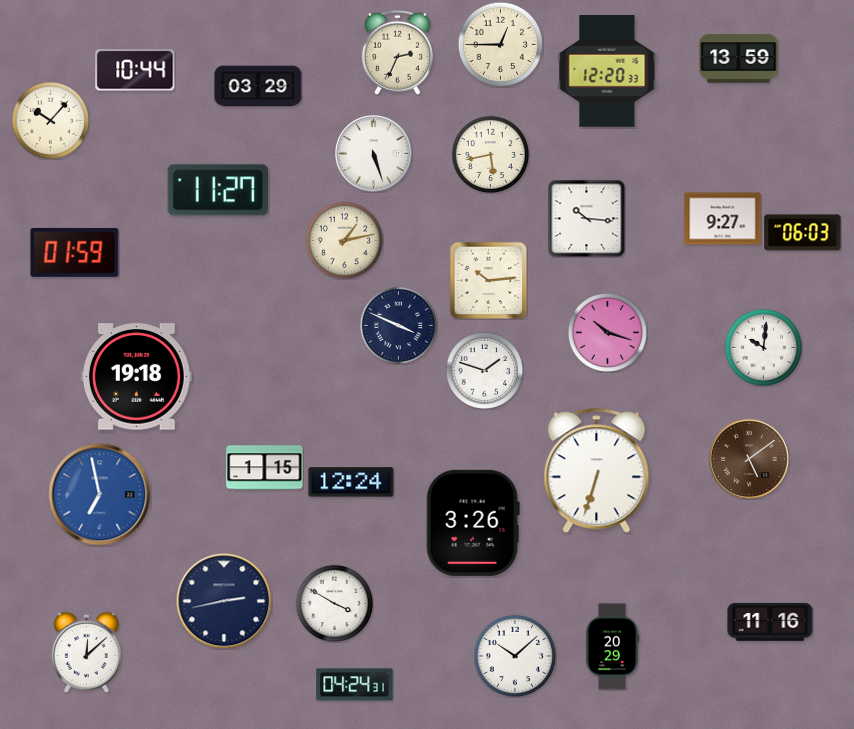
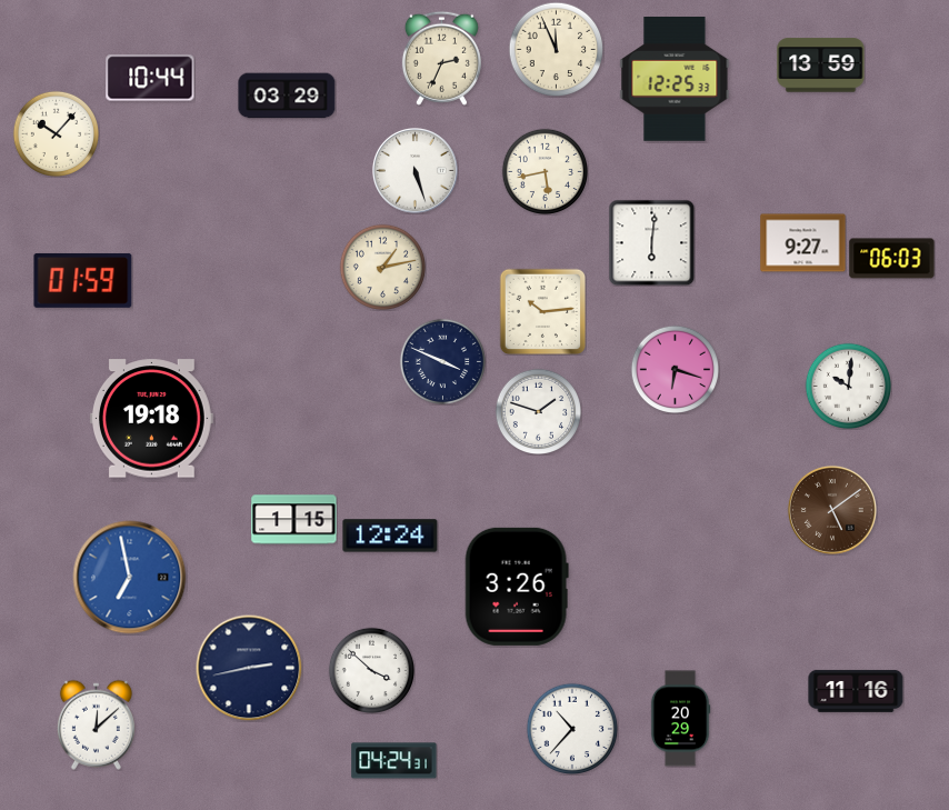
clock at (500, 44): 12:45 -> 11:56
clock at (607, 72): 12:20 -> 12:25
clock at (218, 190): 11:27 -> none
clock at (586, 218): 10:16 -> 6:01
clock at (607, 332): 10:18 -> 6:18
clock at (597, 471): 6:33 -> none
clock at (100, 495) position: (100, 495) -> (130, 578)
clock at (473, 523) position: (473, 523) -> (517, 587)
clock at (334, 603): 3:50 -> 3:52
clock at (515, 656): 10:08 -> 10:37
